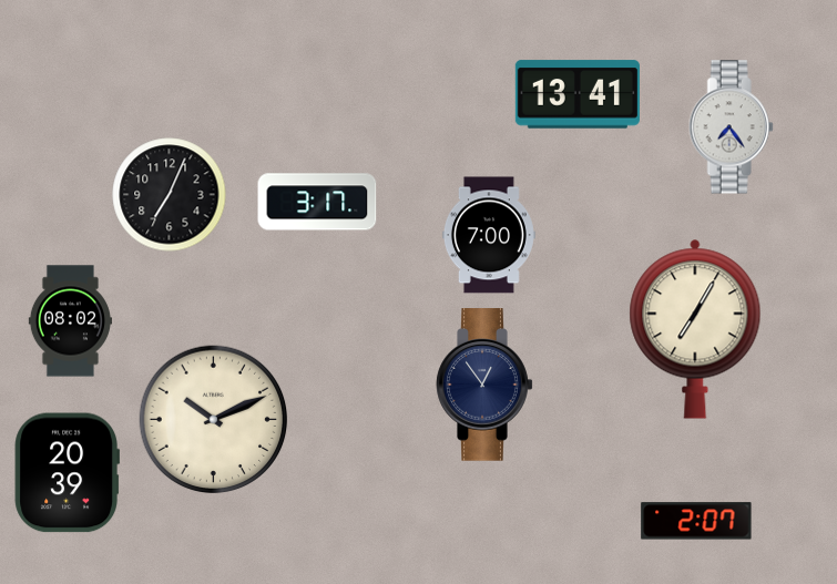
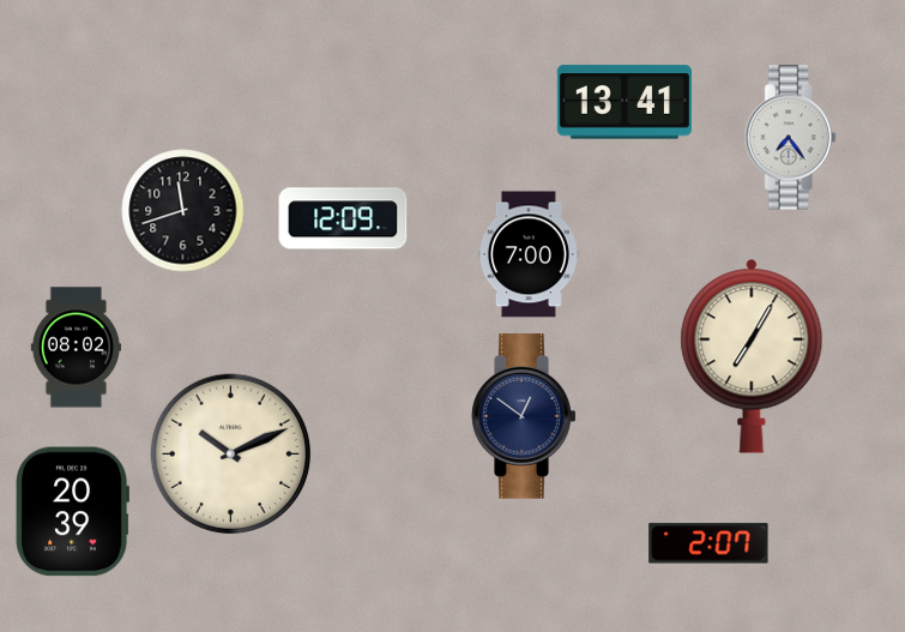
clock at (170, 195): 7:04 -> 11:42
clock at (317, 202): 3:17 -> 12:09
clock at (484, 385): 12:54 -> 12:51
clock at (696, 521) position: (696, 521) -> (708, 543)
